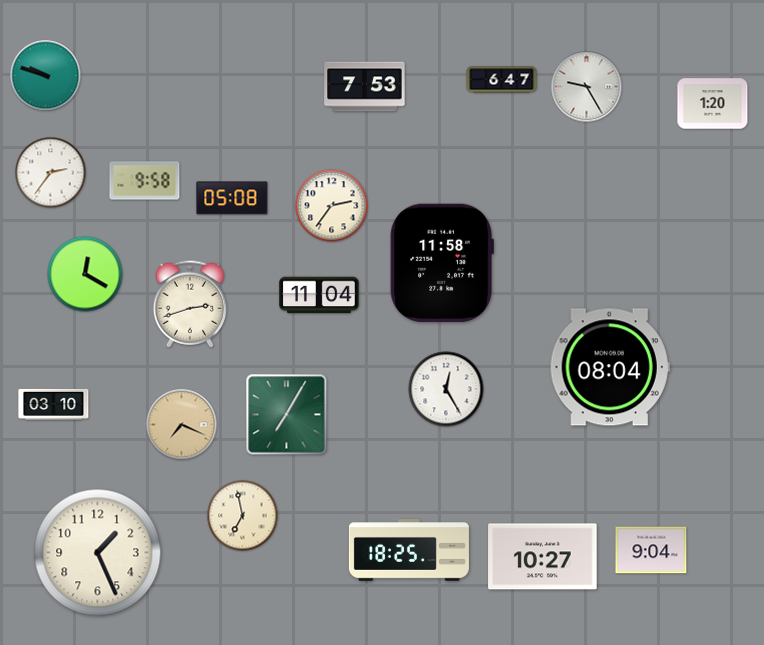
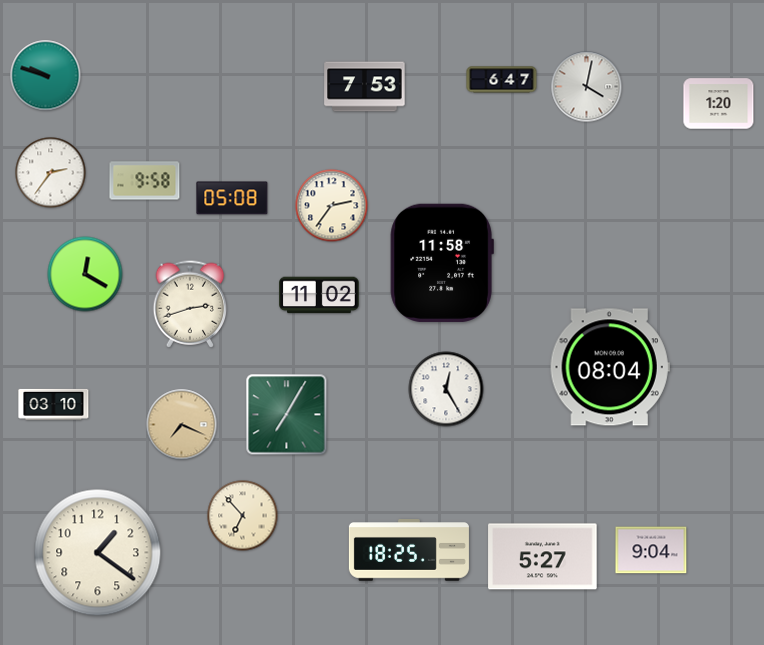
clock at (587, 87): 9:25 -> 4:02
clock at (713, 104) position: (713, 104) -> (719, 104)
clock at (319, 295): 11:04 -> 11:02
clock at (243, 516): 6:58 -> 6:53
clock at (98, 553): 1:26 -> 1:21
clock at (543, 557): 10:27 -> 5:27
